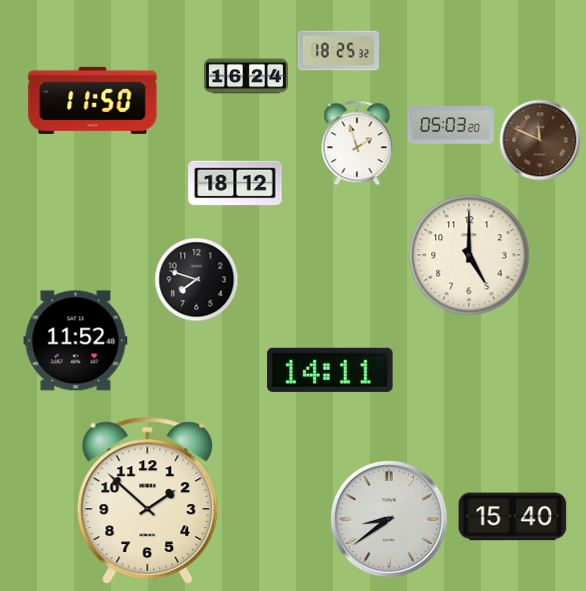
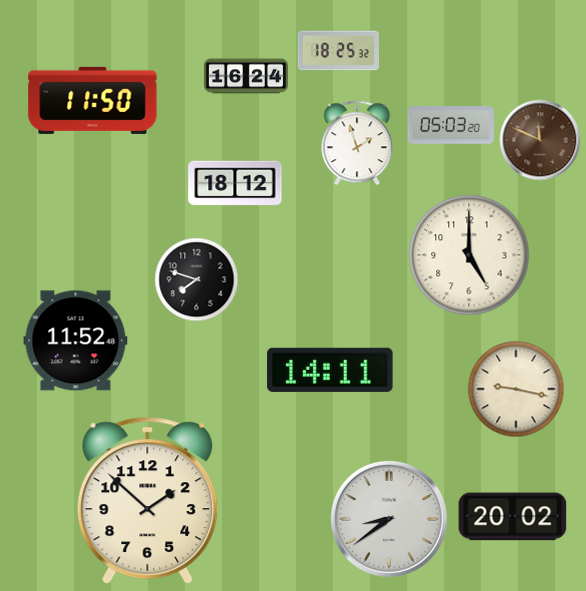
clock at (516, 389): none -> 9:17
clock at (513, 517): 15:40 -> 20:02
